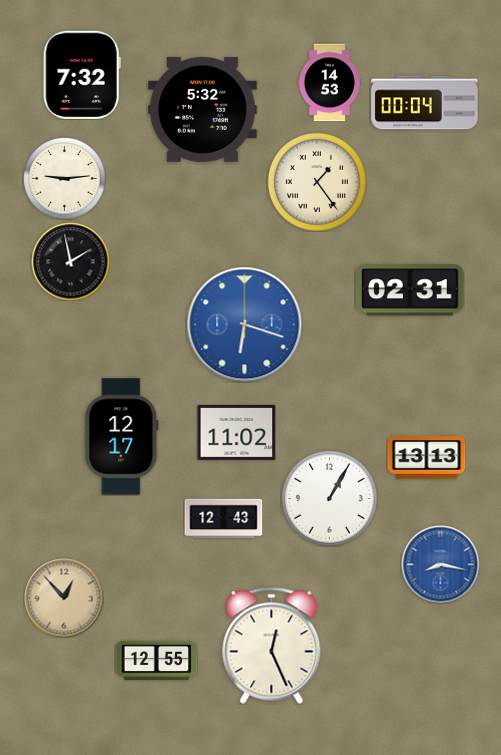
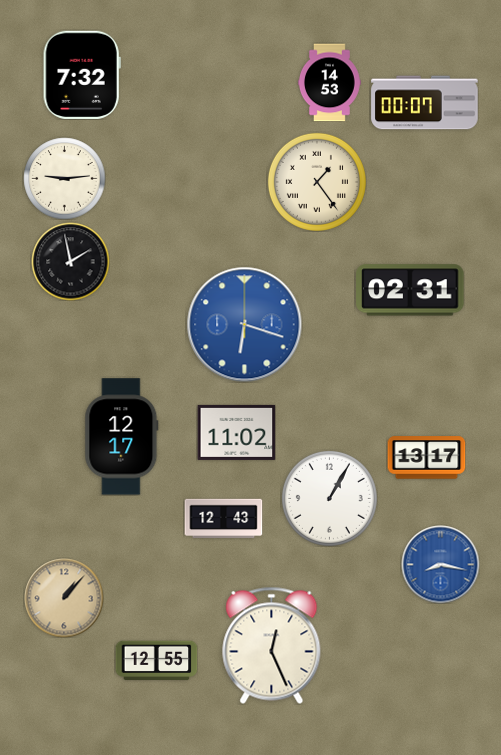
clock at (425, 103): 00:04 -> 00:07
clock at (203, 109): 5:32 -> none
clock at (426, 458): 13:13 -> 13:17
clock at (64, 598): 12:53 -> 1:07
